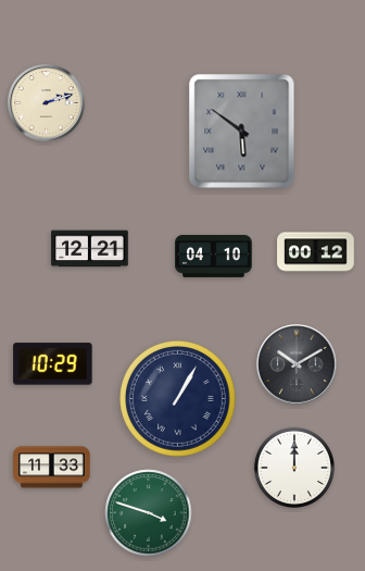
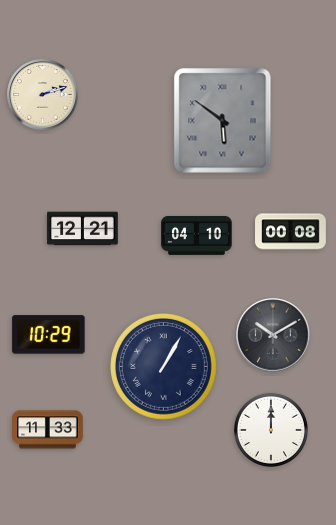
clock at (316, 252): 00:12 -> 00:08
clock at (149, 513): 3:48 -> none
